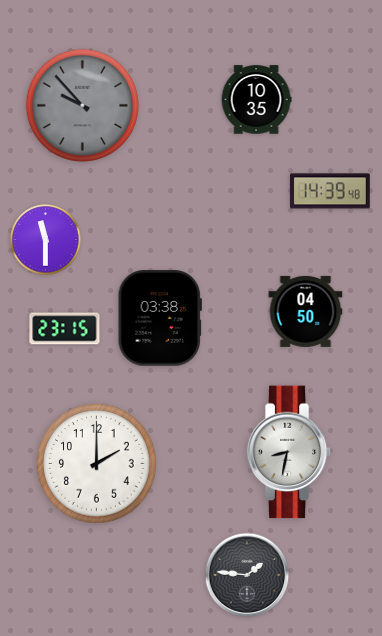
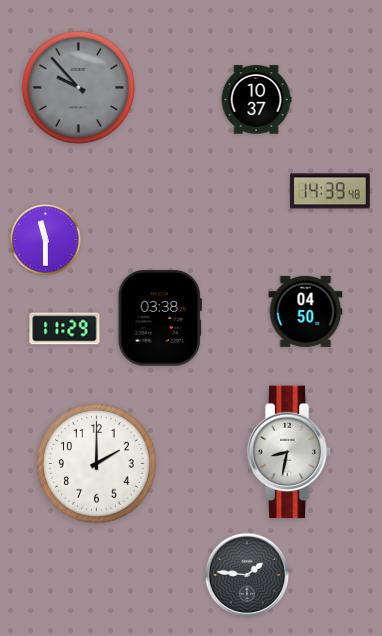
clock at (256, 100): 10:35 -> 10:37
clock at (83, 106) position: (83, 106) -> (79, 88)
clock at (65, 329): 23:15 -> 11:29
